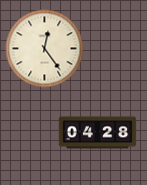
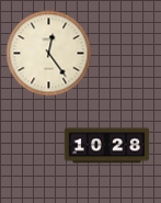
clock at (97, 133): 04:28 -> 10:28
